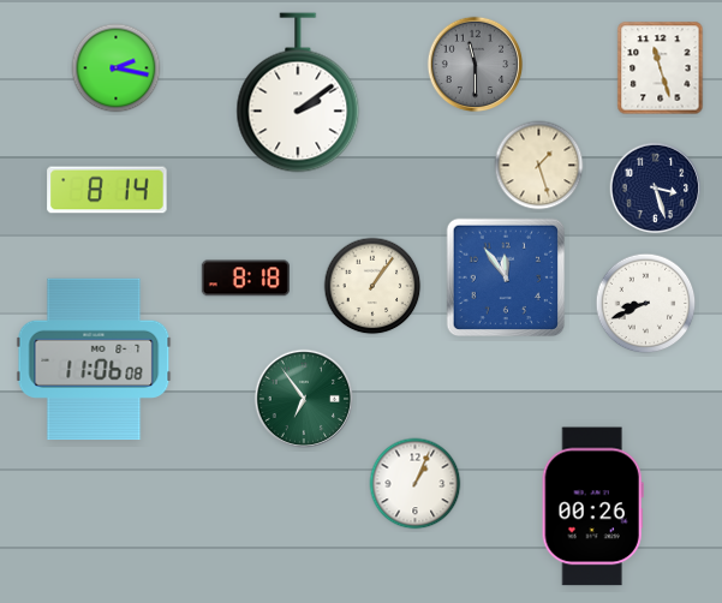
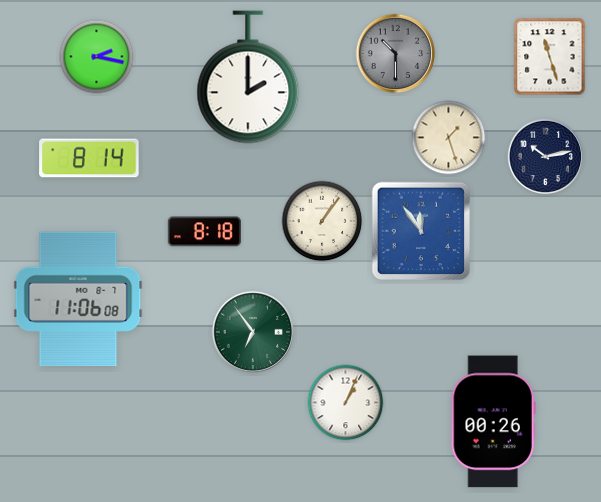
clock at (476, 65): 11:30 -> 10:30
clock at (298, 92): 2:09 -> 2:00
clock at (656, 189): 3:27 -> 10:13
clock at (372, 286) position: (372, 286) -> (322, 221)
clock at (646, 304): 8:41 -> none
